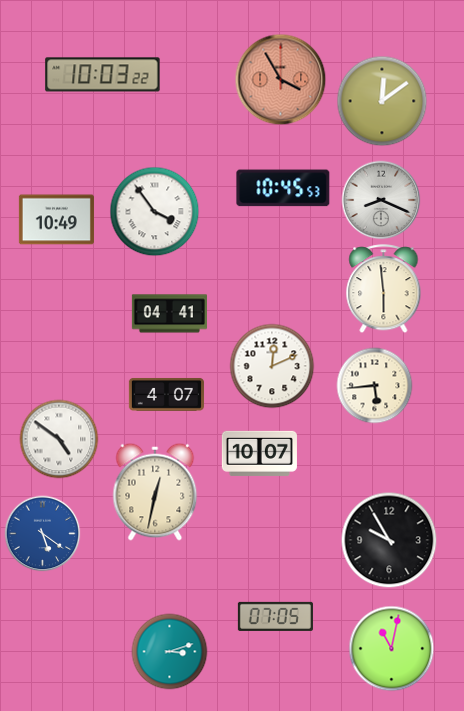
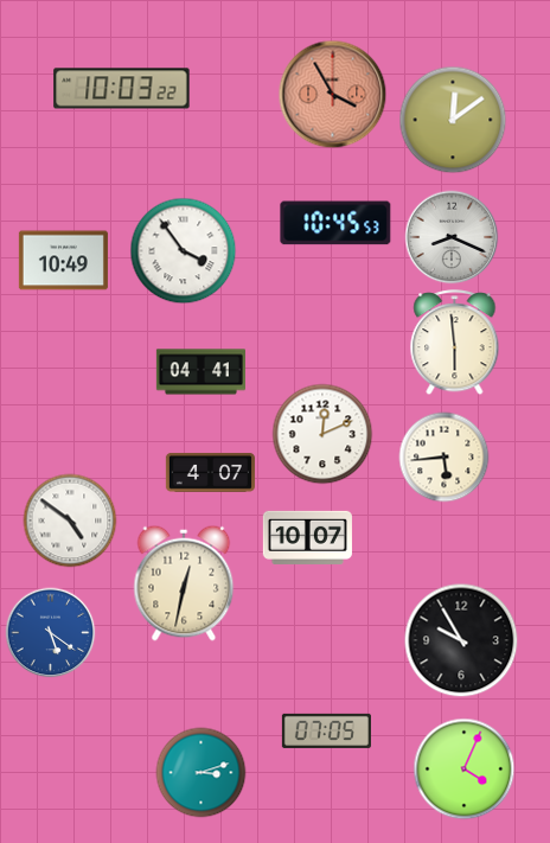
clock at (56, 220) position: (56, 220) -> (63, 261)
clock at (166, 394) position: (166, 394) -> (210, 472)
clock at (392, 649): 11:02 -> 4:04
